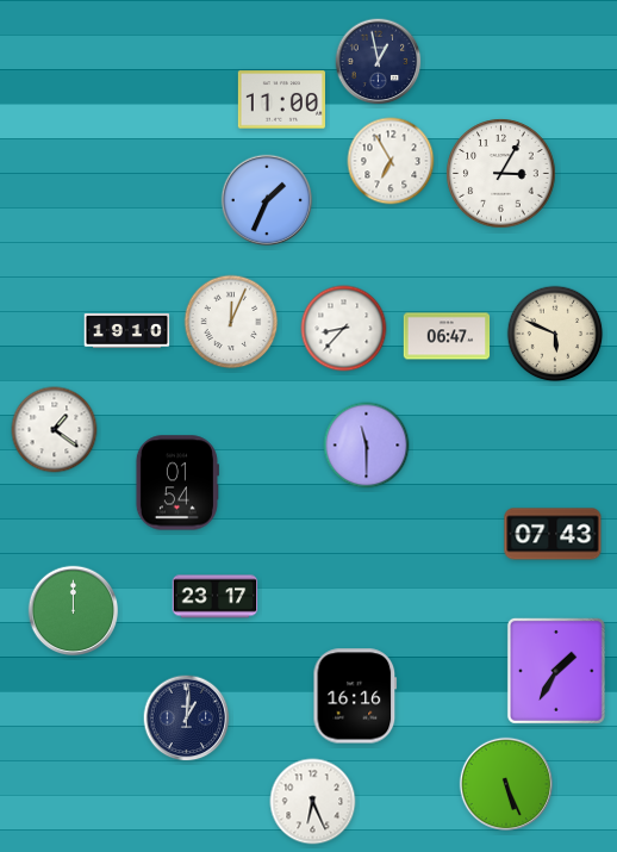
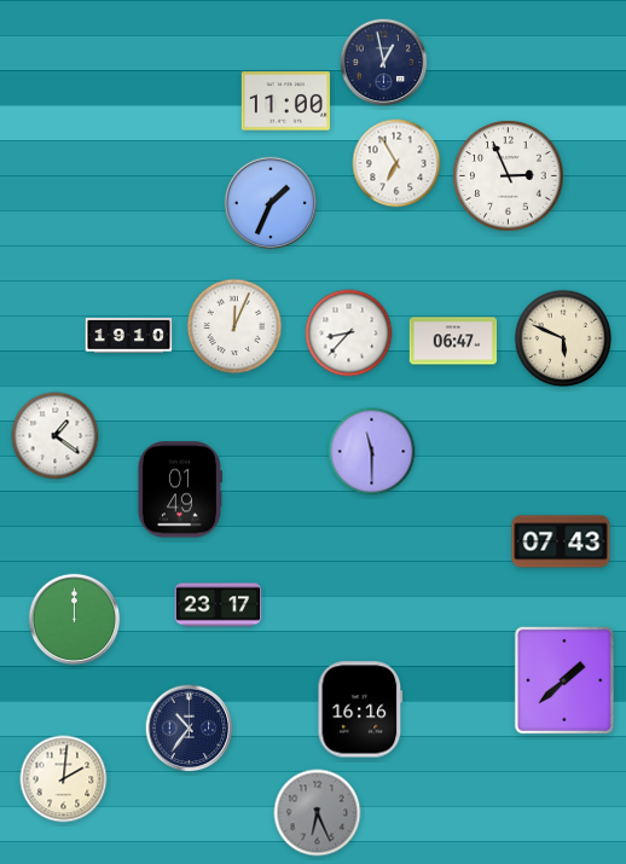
clock at (501, 174): 3:05 -> 2:56
clock at (176, 483): 01:54 -> 01:49
clock at (556, 671): 1:35 -> 1:38
clock at (355, 696) position: (355, 696) -> (360, 709)
clock at (187, 719): 1:01 -> 10:36
clock at (64, 779): none -> 2:01
clock at (505, 783): 5:26 -> none
clock at (313, 802) dial: white -> grey
